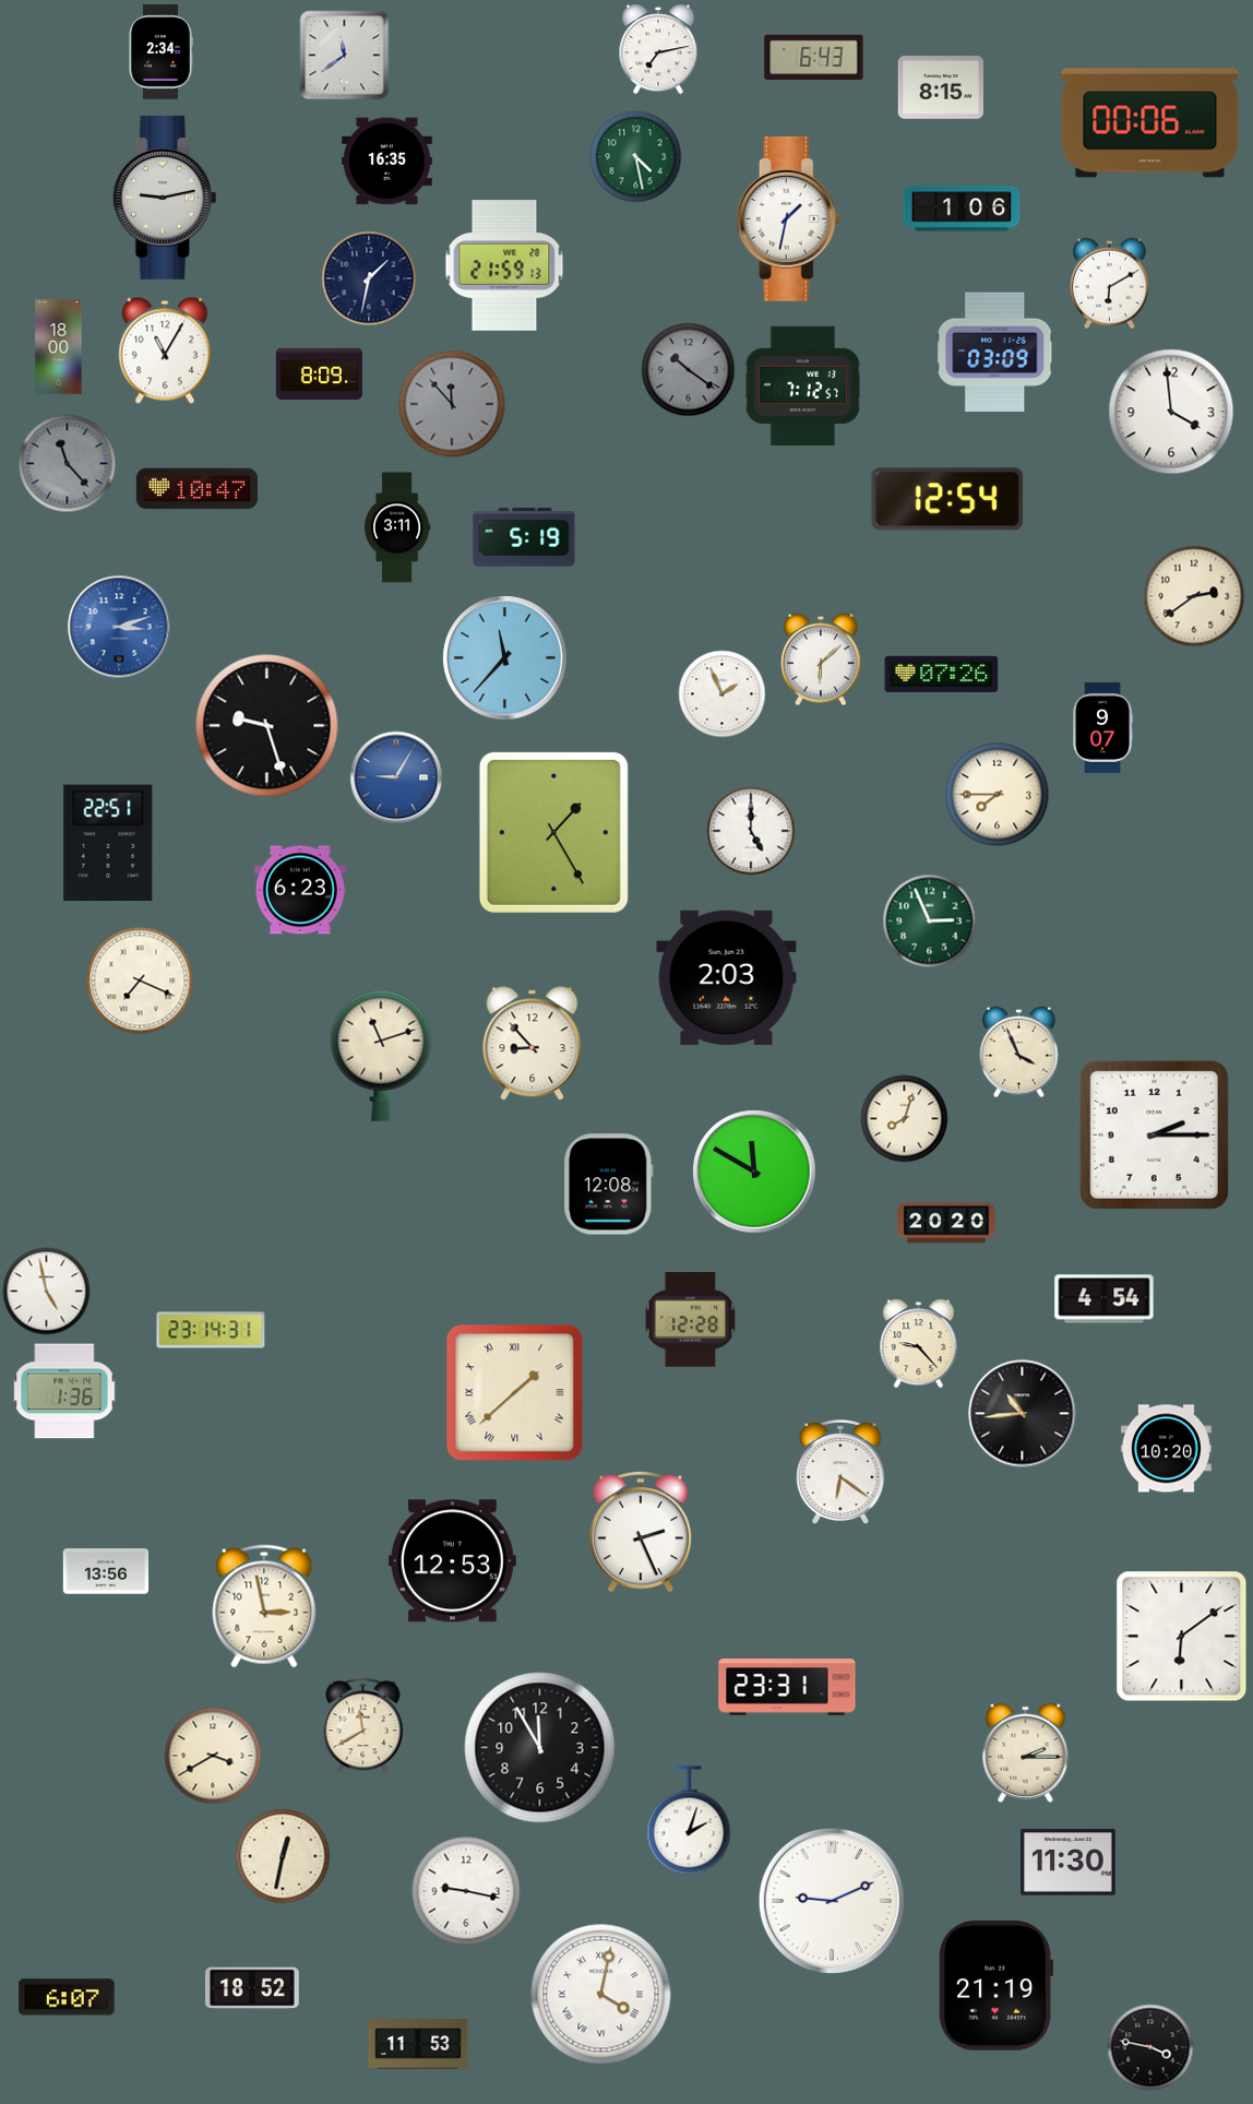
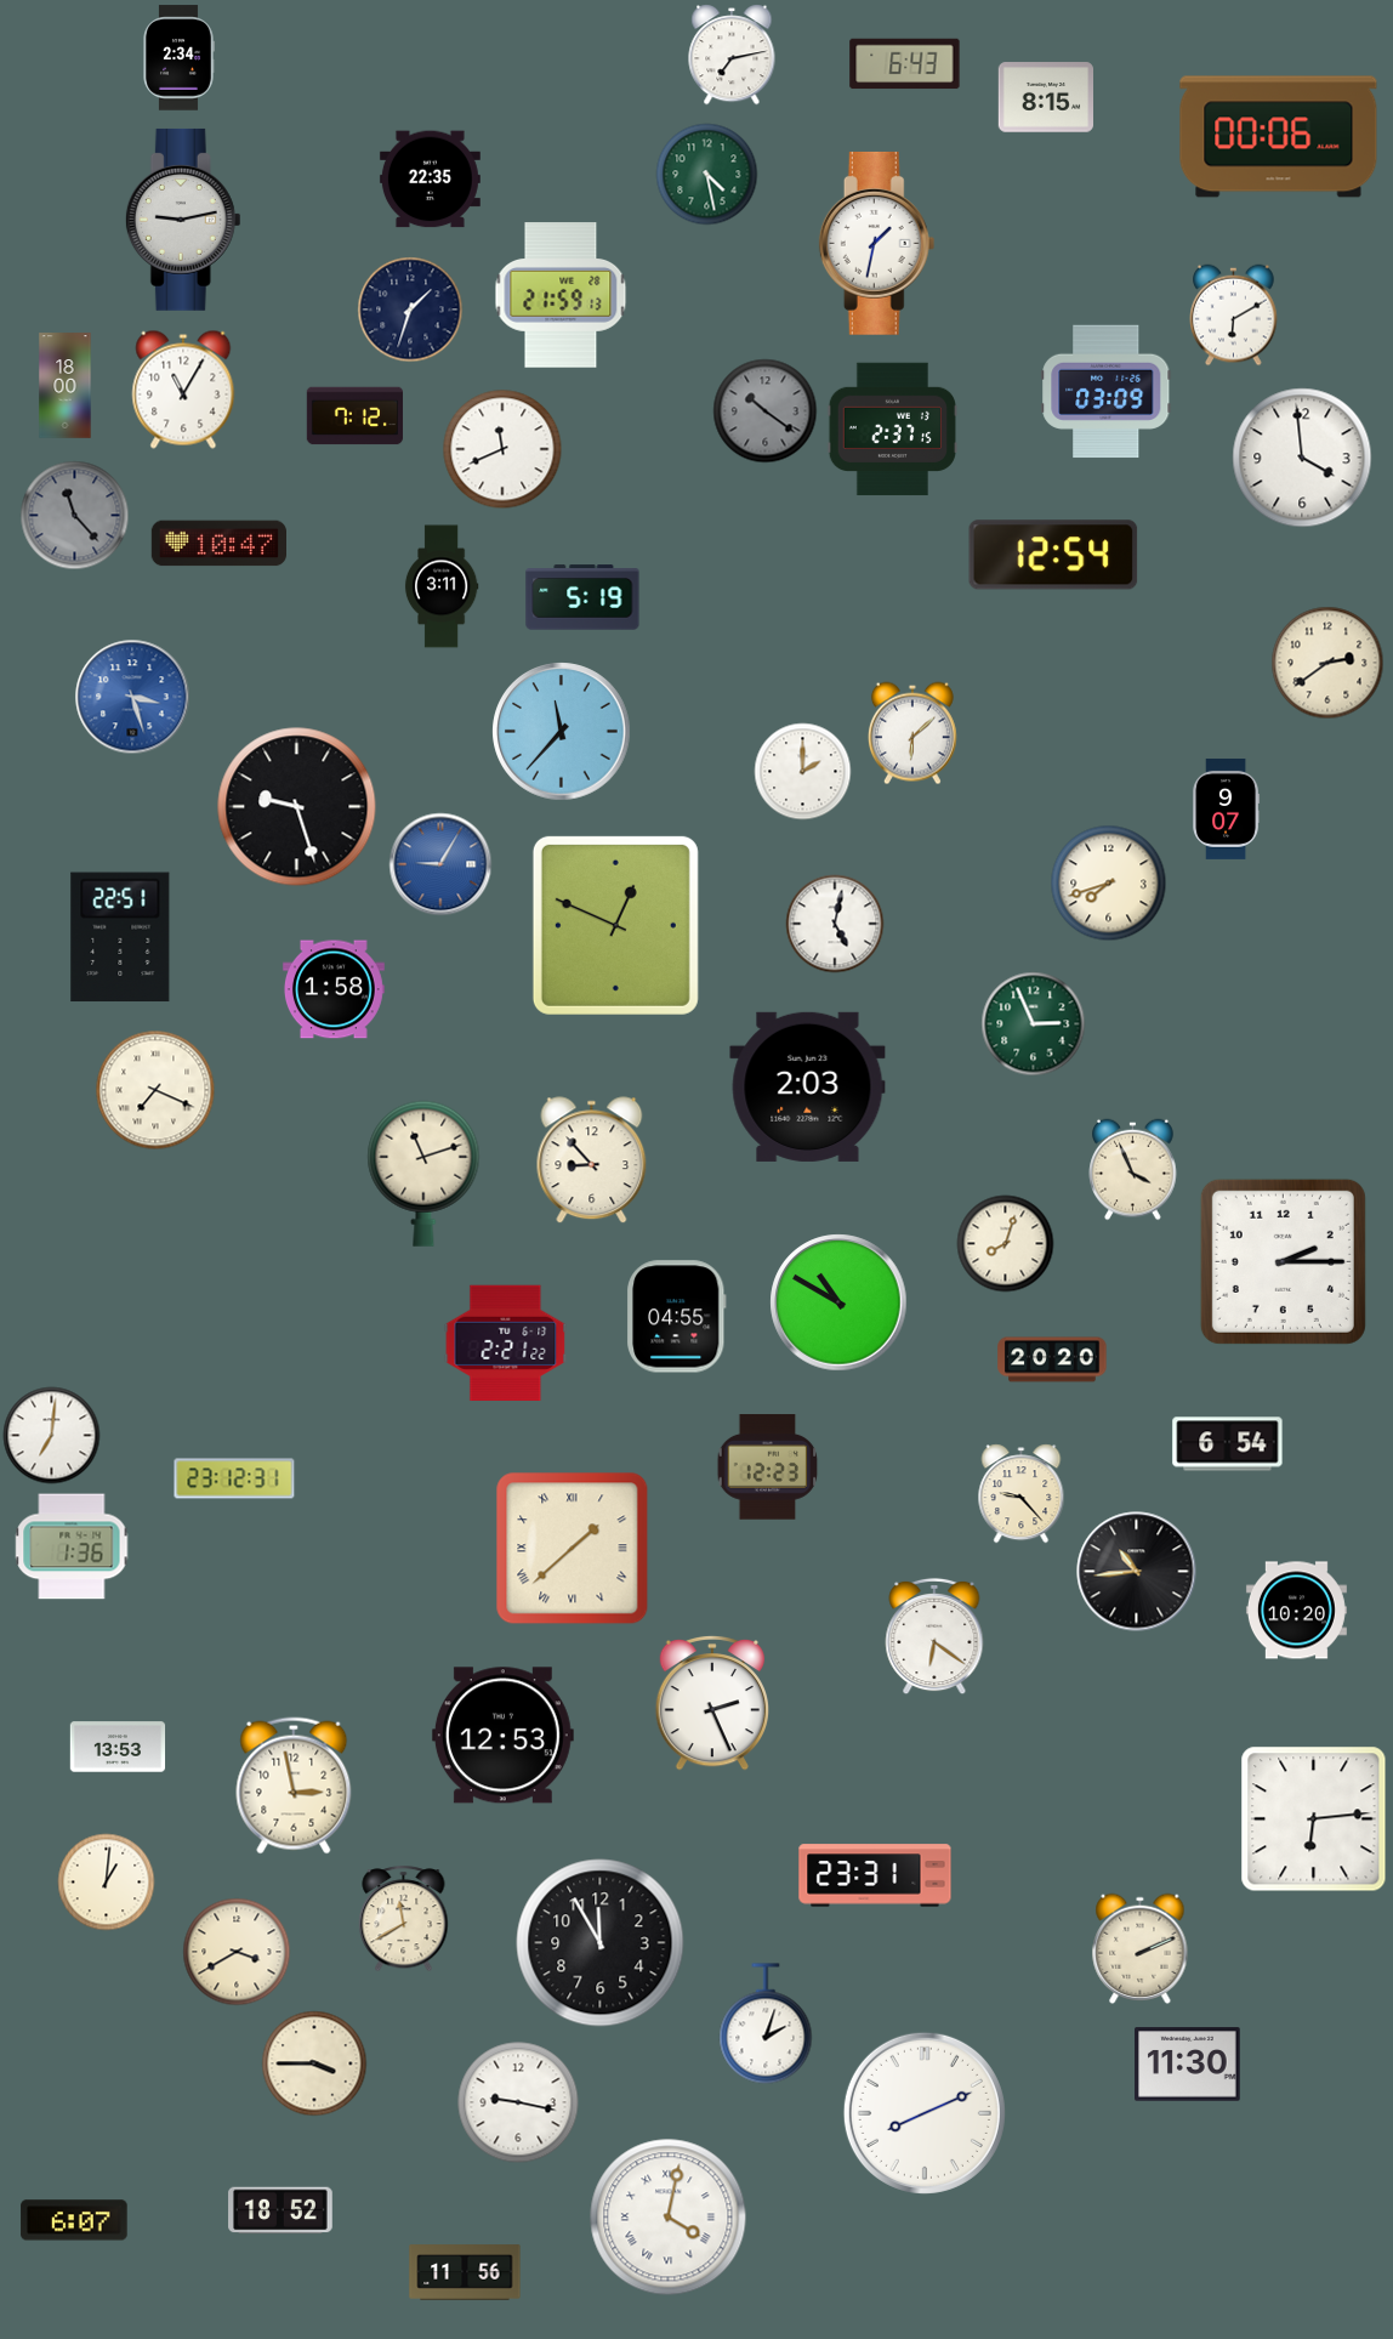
clock at (345, 56): 11:39 -> none
clock at (386, 162): 16:35 -> 22:35
clock at (962, 209): 1:06 -> none
clock at (369, 278): 1:32 -> 1:33
clock at (319, 375): 8:09 -> 7:12
clock at (802, 387): 7:12 -> 2:37
clock at (452, 404): 11:53 -> 11:41
clock at (452, 404) dial: grey -> white
clock at (119, 627): 3:12 -> 3:27
clock at (942, 674): 07:26 -> none
clock at (723, 694): 1:56 -> 2:00
clock at (998, 795): 7:45 -> 7:42
clock at (751, 831): 5:00 -> 5:02
clock at (553, 832): 1:25 -> 12:49
clock at (300, 890): 6:23 -> 1:58
clock at (754, 1172): 11:50 -> 10:50
clock at (609, 1185): 12:08 -> 04:55
clock at (506, 1342): none -> 2:21
clock at (47, 1292): 4:58 -> 7:01
clock at (1105, 1299): 4:54 -> 6:54
clock at (691, 1320): 12:28 -> 12:23
clock at (211, 1330): 23:14 -> 23:12
clock at (106, 1571): 13:56 -> 13:53
clock at (1182, 1637): 6:09 -> 6:14
clock at (107, 1883): none -> 1:01
clock at (1026, 1752): 2:15 -> 2:11
clock at (283, 1856): 12:32 -> 3:45
clock at (1069, 1863) position: (1069, 1863) -> (1188, 2065)
clock at (832, 1901): 9:11 -> 8:11
clock at (995, 1985): 21:19 -> none
clock at (418, 2044): 11:53 -> 11:56
clock at (1150, 2047): 3:47 -> none
